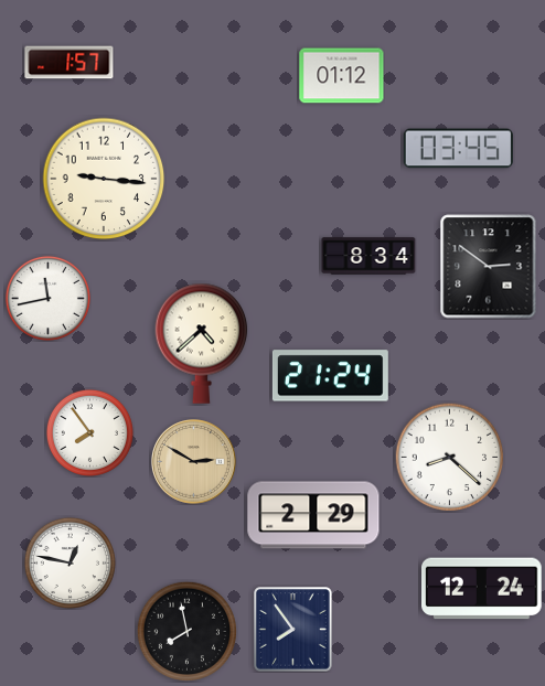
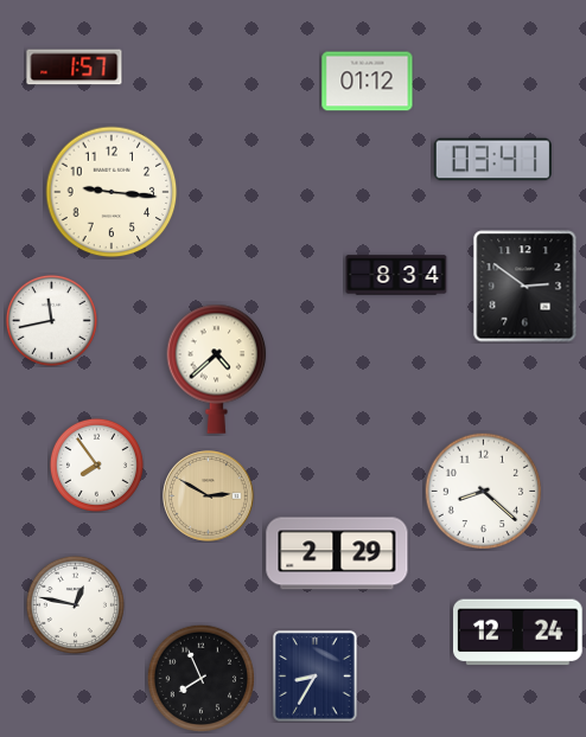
clock at (458, 149): 03:45 -> 03:41
clock at (330, 376): 21:24 -> none
clock at (293, 630): 7:54 -> 8:35
clock at (186, 631): 7:58 -> 7:56
